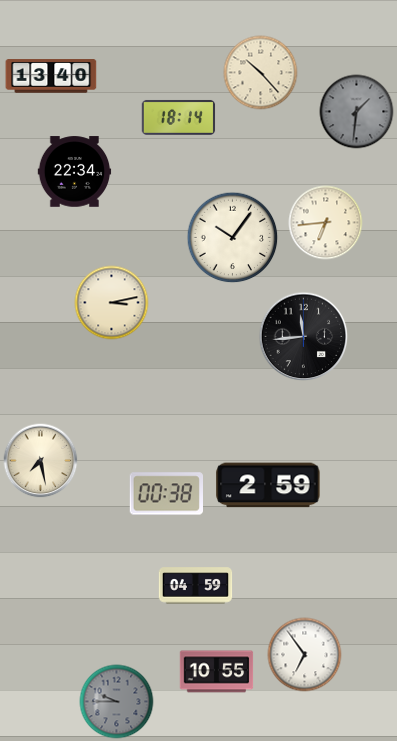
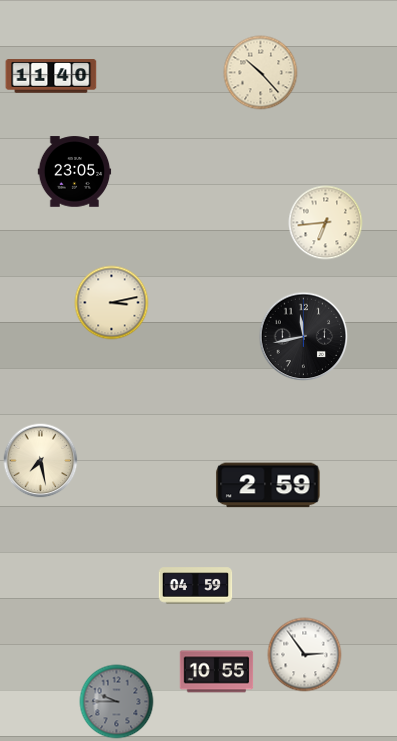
clock at (51, 76): 13:40 -> 11:40
clock at (357, 112): 1:31 -> none
clock at (179, 117): 18:14 -> none
clock at (75, 172): 22:34 -> 23:05
clock at (233, 238): 10:06 -> none
clock at (304, 337): 11:44 -> 11:43
clock at (166, 494): 00:38 -> none
clock at (305, 655): 6:54 -> 2:54
